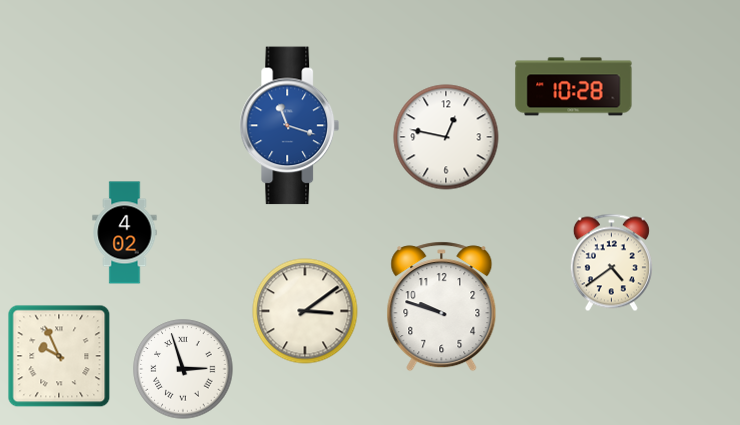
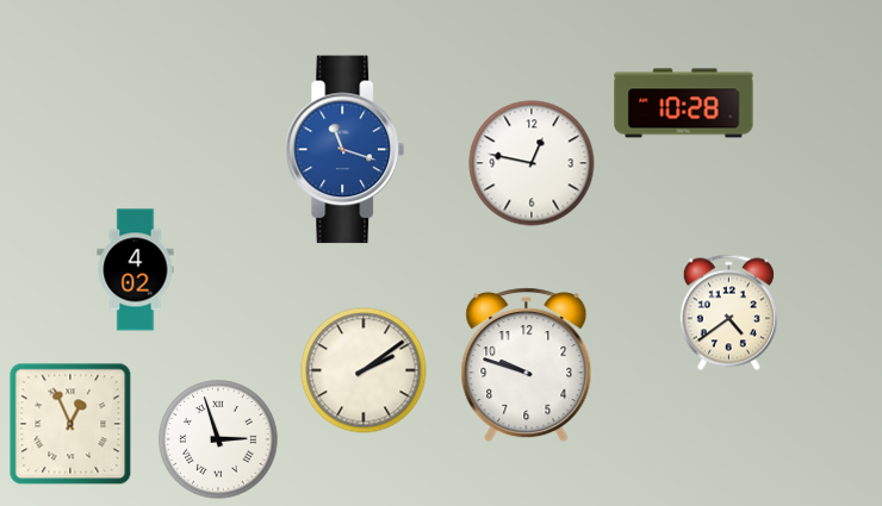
clock at (125, 233) position: (125, 233) -> (136, 270)
clock at (305, 311): 3:09 -> 2:09
clock at (59, 356): 9:56 -> 12:56
